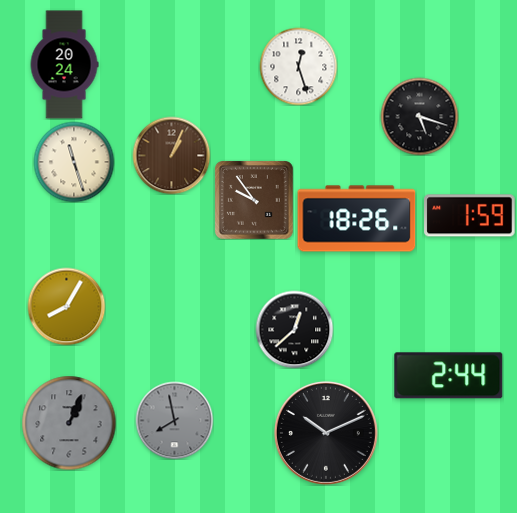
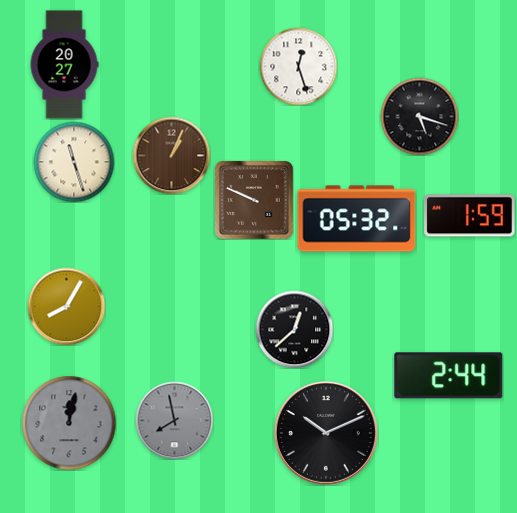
clock at (64, 65): 20:24 -> 20:27
clock at (254, 200): 9:54 -> 9:49
clock at (357, 219): 18:26 -> 05:32
clock at (69, 423): 1:04 -> 12:02
